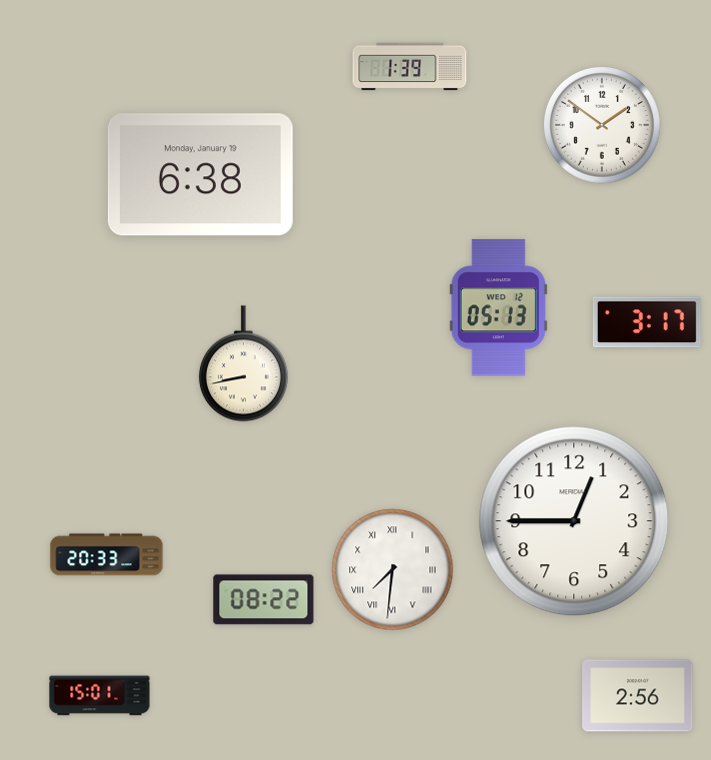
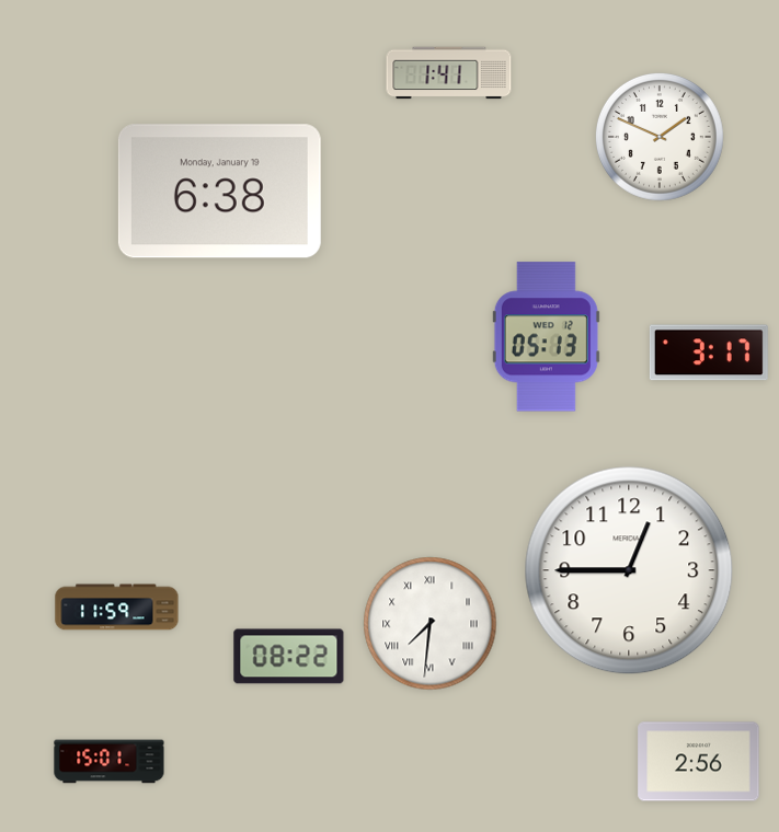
clock at (410, 67): 1:39 -> 1:41
clock at (602, 125): 1:51 -> 1:49
clock at (243, 364): 8:43 -> none
clock at (107, 555): 20:33 -> 11:59
